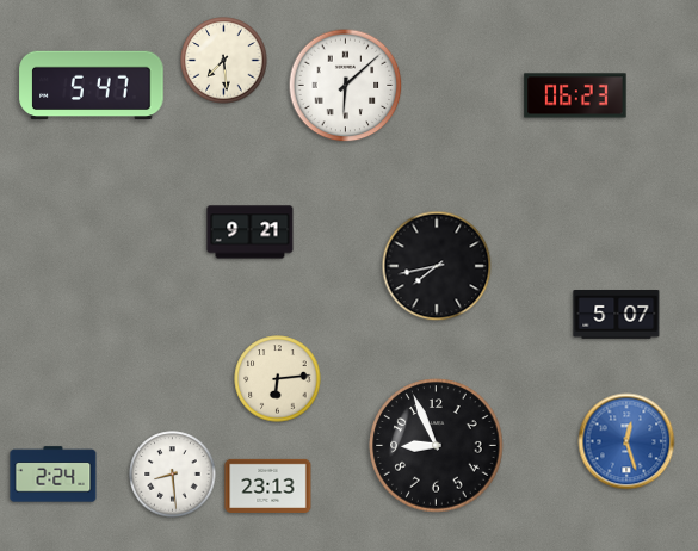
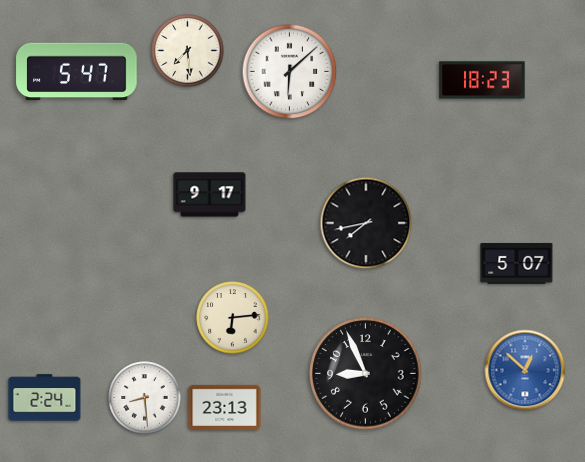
clock at (575, 95): 06:23 -> 18:23
clock at (251, 233): 9:21 -> 9:17
clock at (626, 441): 12:27 -> 12:52
